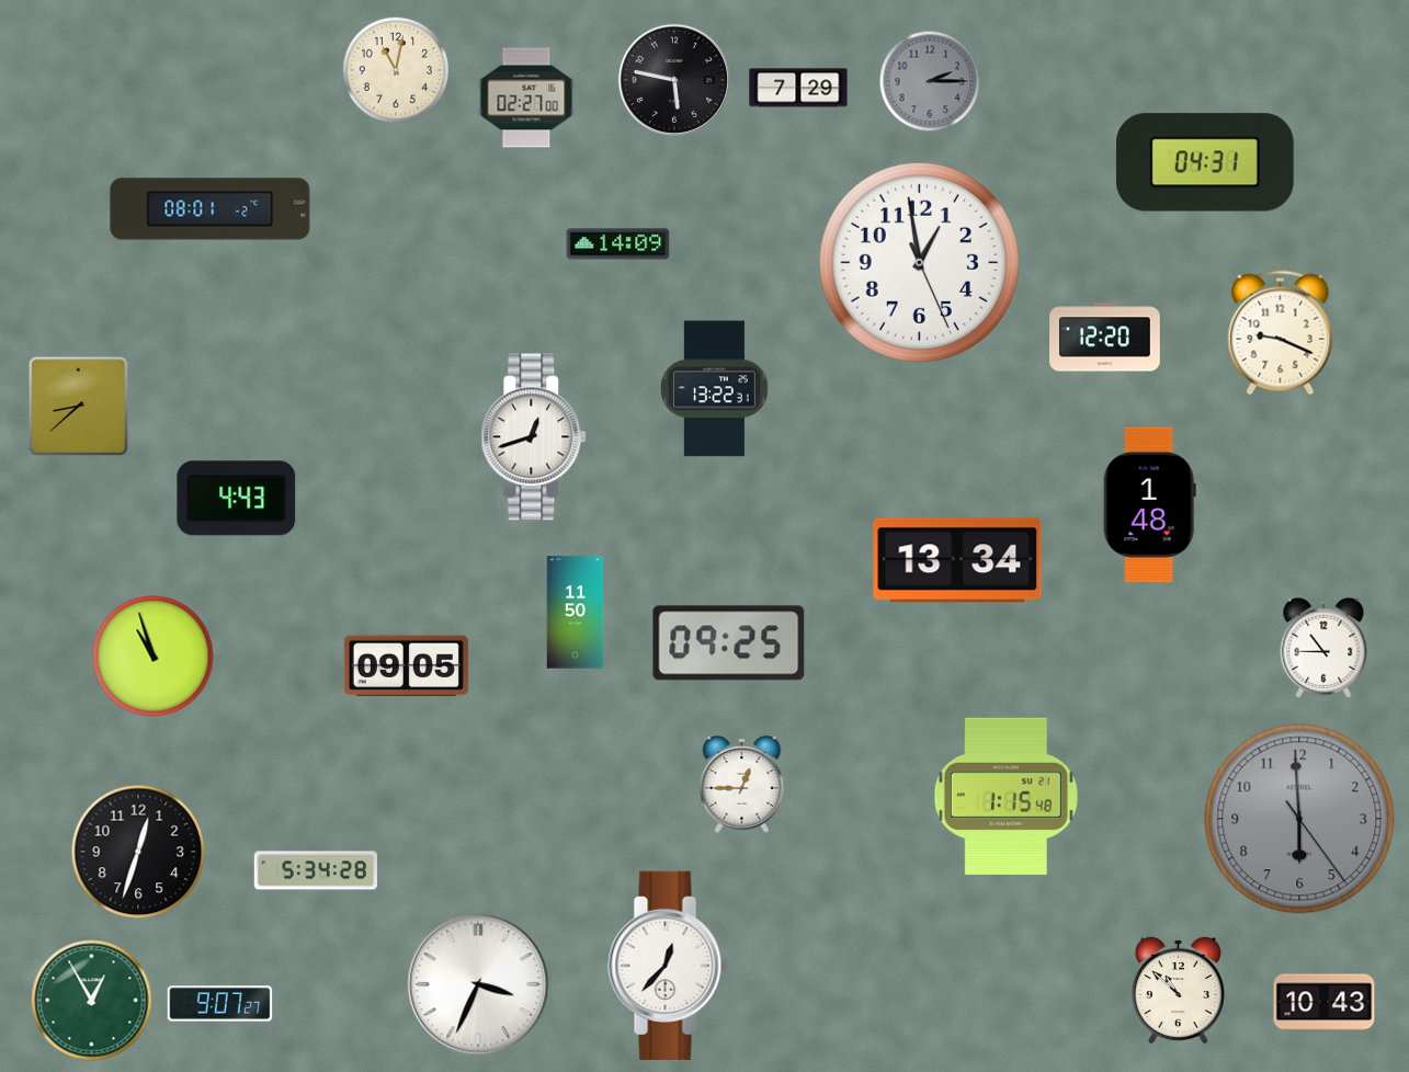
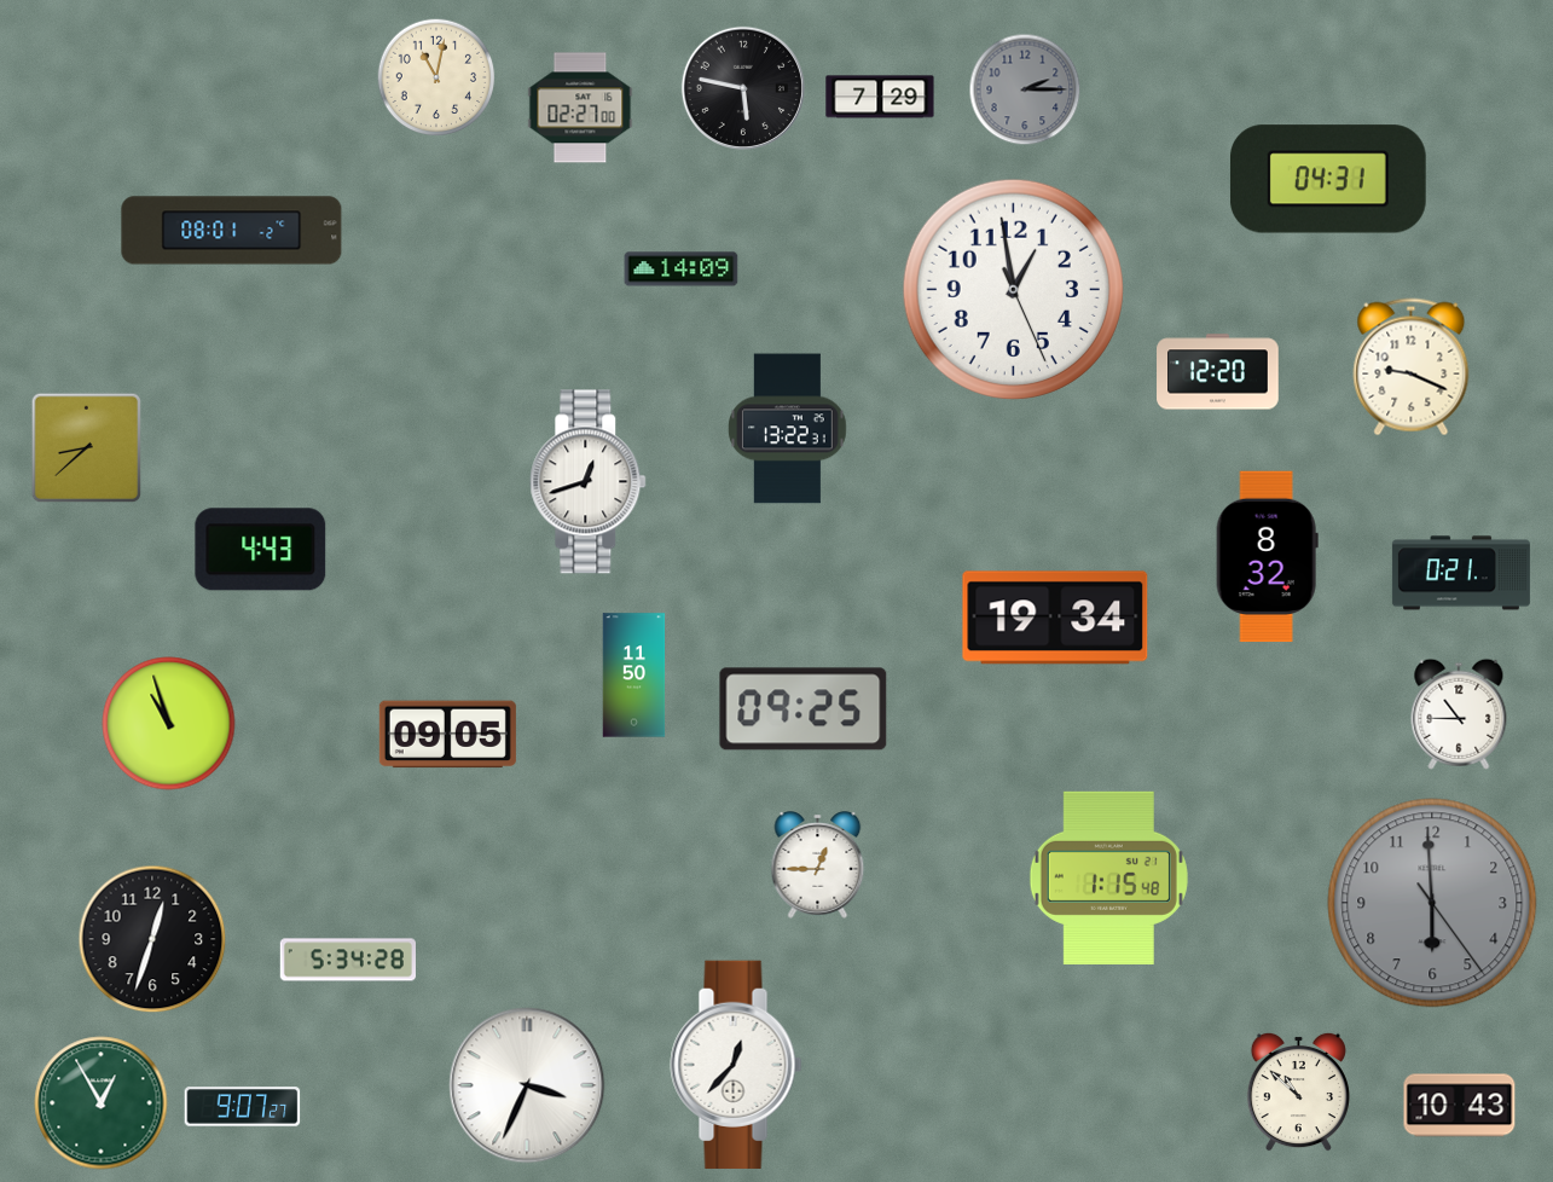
clock at (1149, 505): 1:48 -> 8:32
clock at (1461, 573): none -> 0:21
clock at (957, 560): 13:34 -> 19:34
